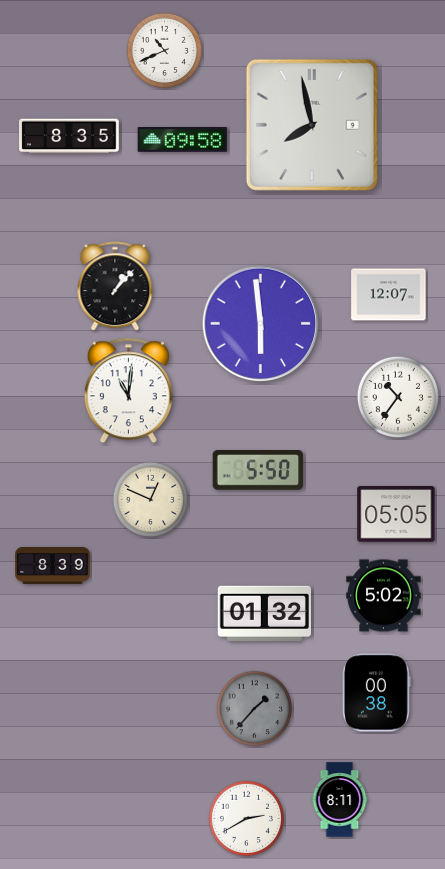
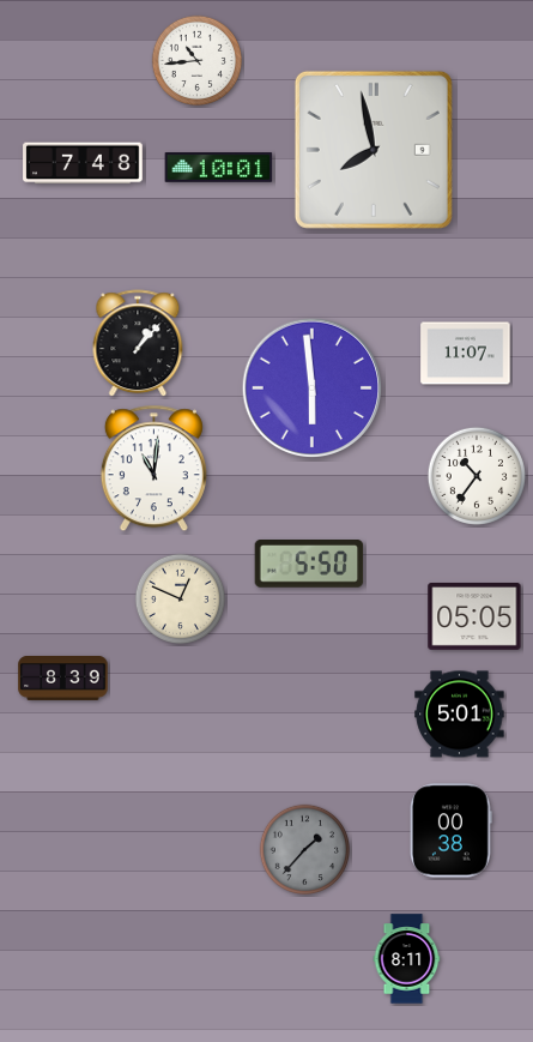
clock at (165, 51): 10:41 -> 10:44
clock at (69, 136): 8:35 -> 7:48
clock at (183, 140): 09:58 -> 10:01
clock at (389, 295): 12:07 -> 11:07
clock at (384, 596): 5:02 -> 5:01
clock at (264, 613): 01:32 -> none
clock at (247, 819): 2:40 -> none
